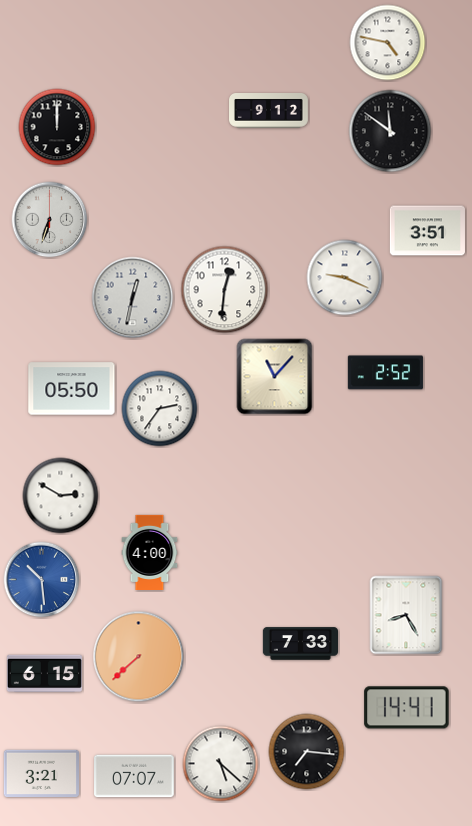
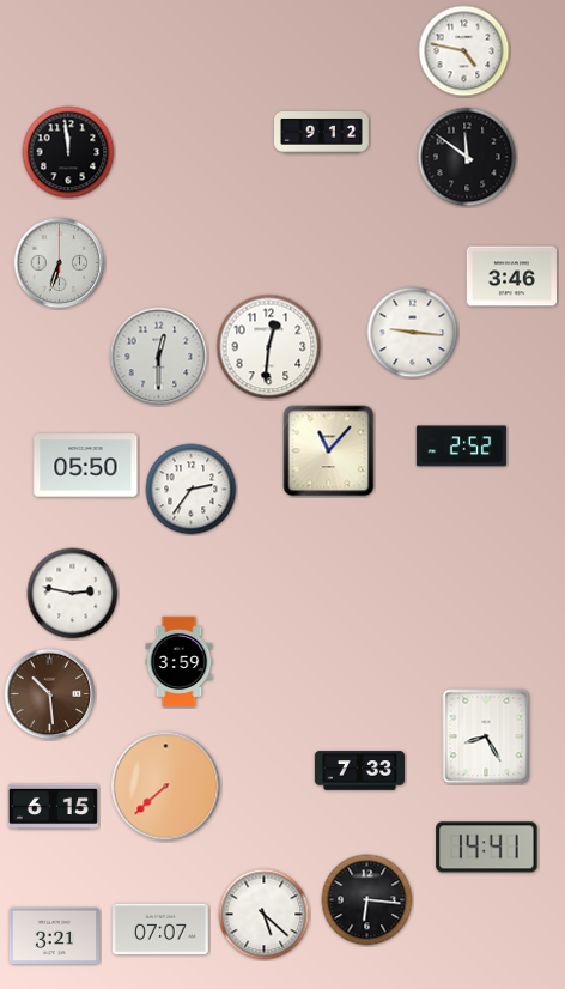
clock at (57, 127): 12:00 -> 11:59
clock at (427, 231): 3:51 -> 3:46
clock at (345, 278): 9:19 -> 9:16
clock at (133, 298): 12:32 -> 12:30
clock at (61, 496): 2:50 -> 2:47
clock at (150, 552): 4:00 -> 3:59
clock at (42, 580) dial: blue -> brown
clock at (307, 752): 7:16 -> 6:16
clock at (41, 773) position: (41, 773) -> (54, 935)
